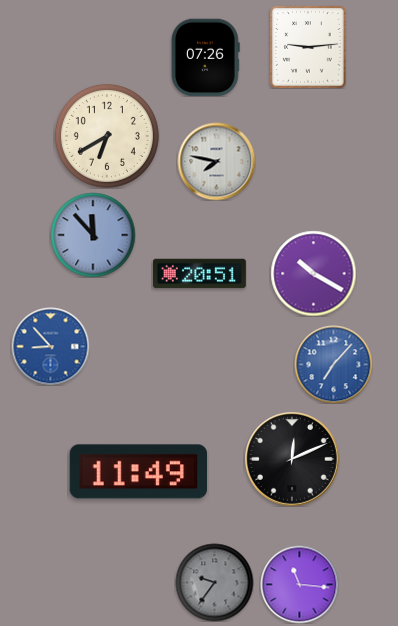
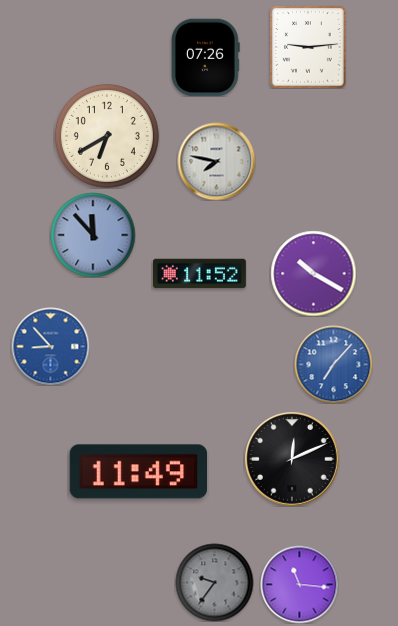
clock at (199, 274): 20:51 -> 11:52
